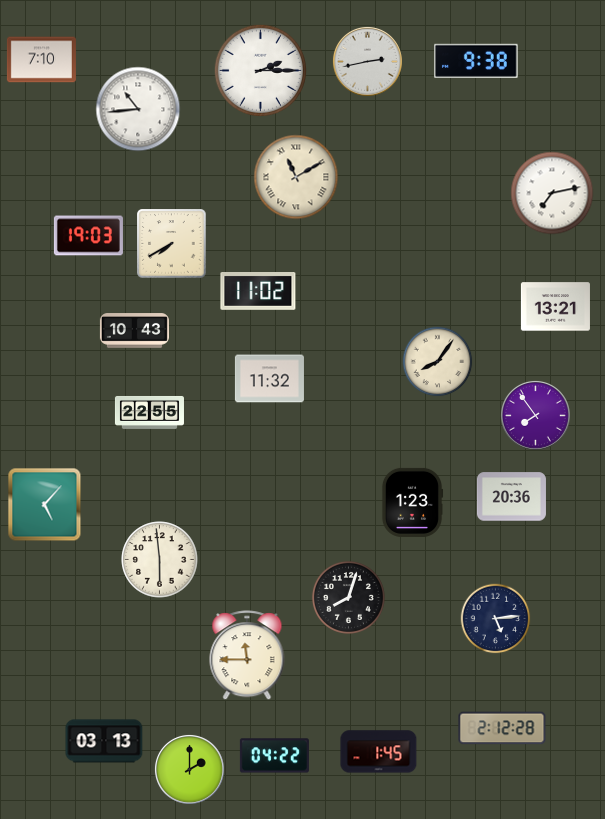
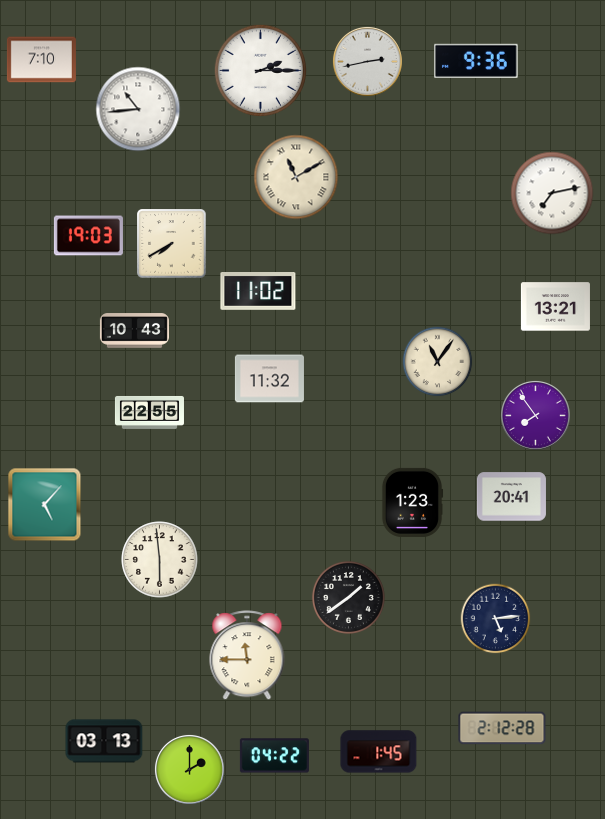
clock at (476, 61): 9:38 -> 9:36
clock at (438, 362): 8:06 -> 11:06
clock at (511, 497): 20:36 -> 20:41
clock at (348, 597): 8:03 -> 1:39
